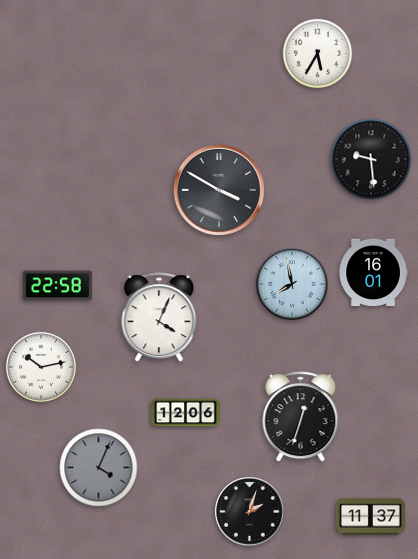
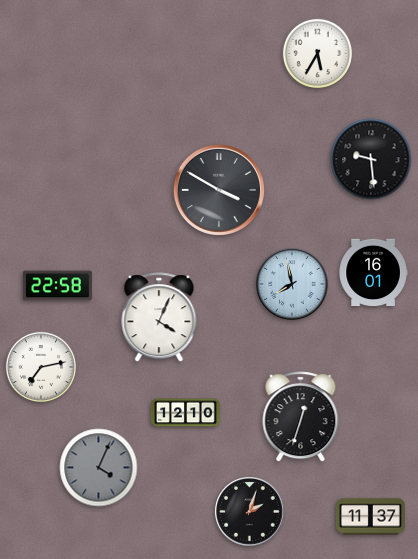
clock at (41, 367): 10:13 -> 7:13
clock at (185, 413): 12:06 -> 12:10
